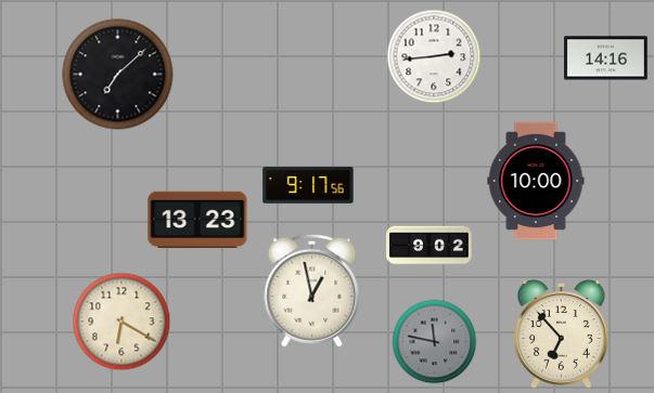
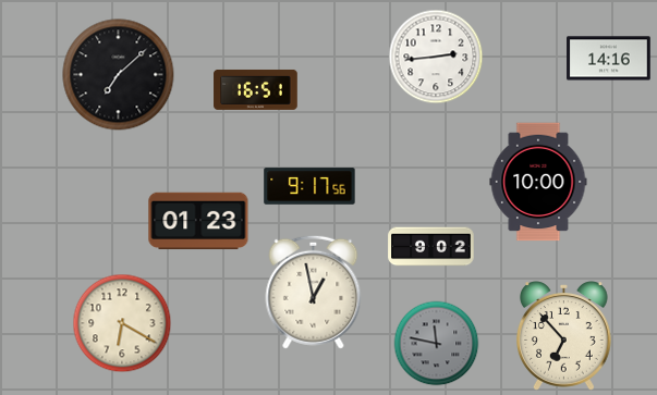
clock at (256, 89): none -> 16:51
clock at (197, 220): 13:23 -> 01:23
